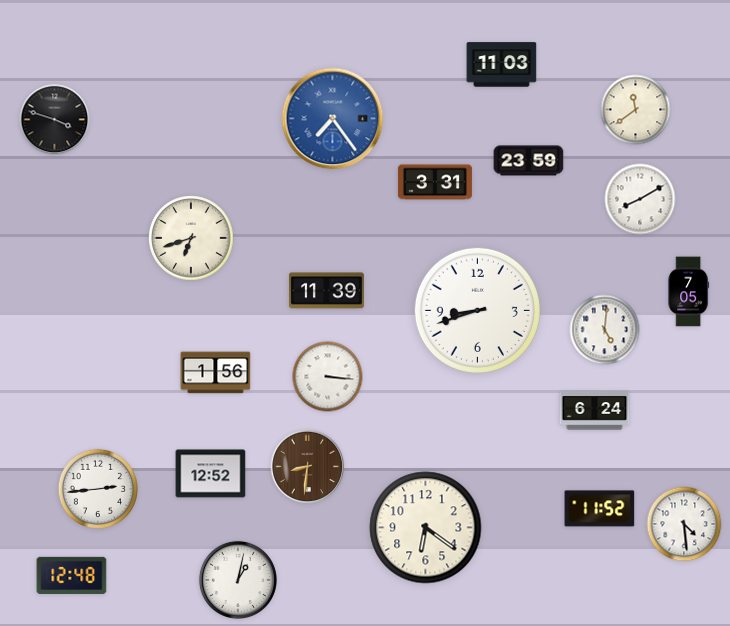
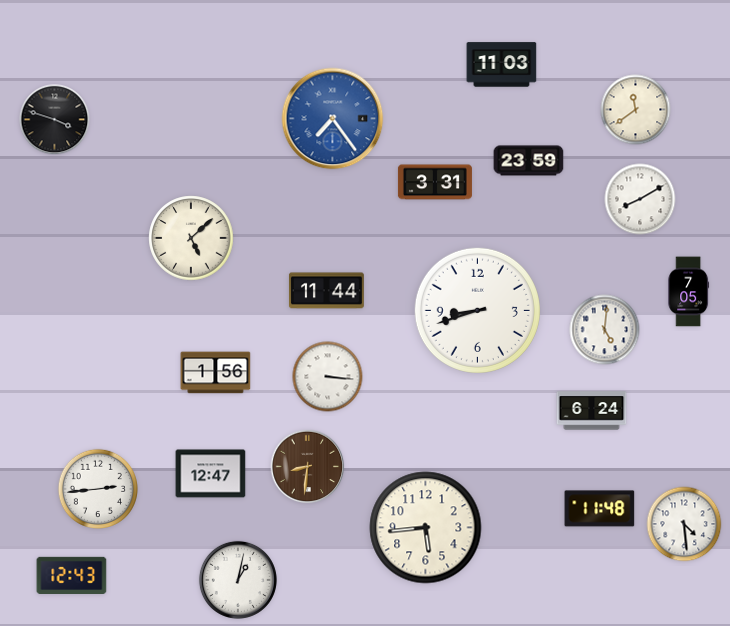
clock at (191, 238): 6:42 -> 5:08
clock at (326, 291): 11:39 -> 11:44
clock at (595, 411) position: (595, 411) -> (592, 411)
clock at (211, 474): 12:52 -> 12:47
clock at (600, 509): 11:52 -> 11:48
clock at (426, 528): 6:21 -> 5:44
clock at (72, 575): 12:48 -> 12:43
